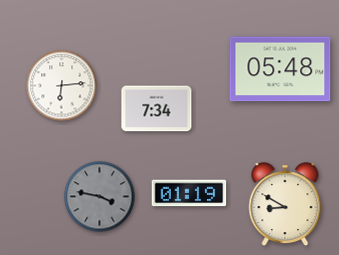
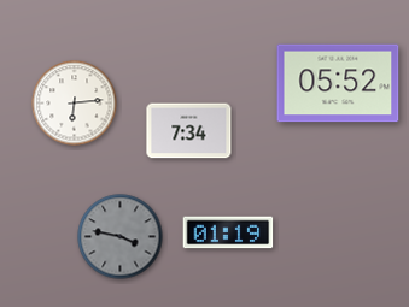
clock at (280, 69): 05:48 -> 05:52
clock at (285, 205): 8:50 -> none
